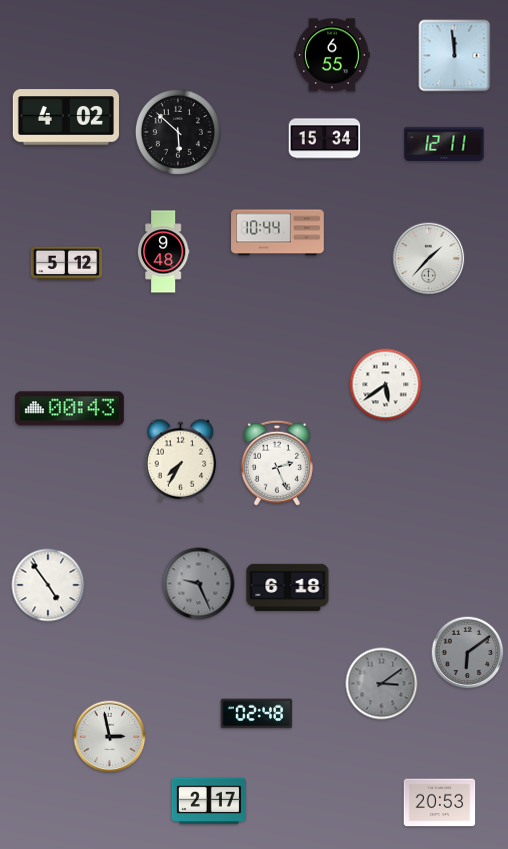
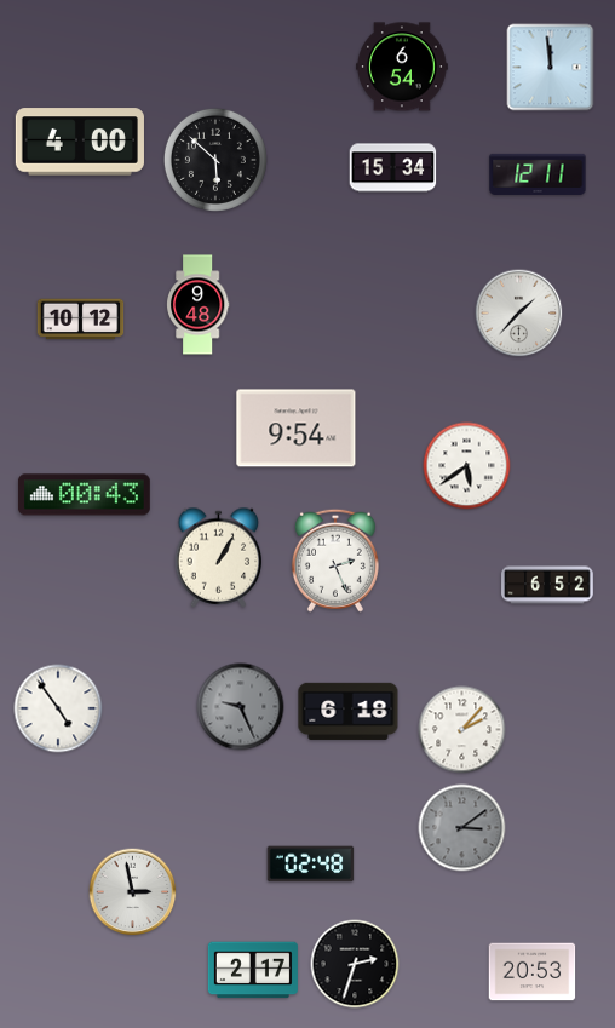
clock at (333, 55): 6:55 -> 6:54
clock at (66, 117): 4:02 -> 4:00
clock at (278, 233): 10:44 -> none
clock at (67, 264): 5:12 -> 10:12
clock at (297, 429): none -> 9:54
clock at (181, 460): 7:35 -> 1:05
clock at (547, 585): none -> 6:52
clock at (462, 730): none -> 2:07
clock at (468, 653): 6:09 -> none
clock at (355, 964): none -> 2:33
